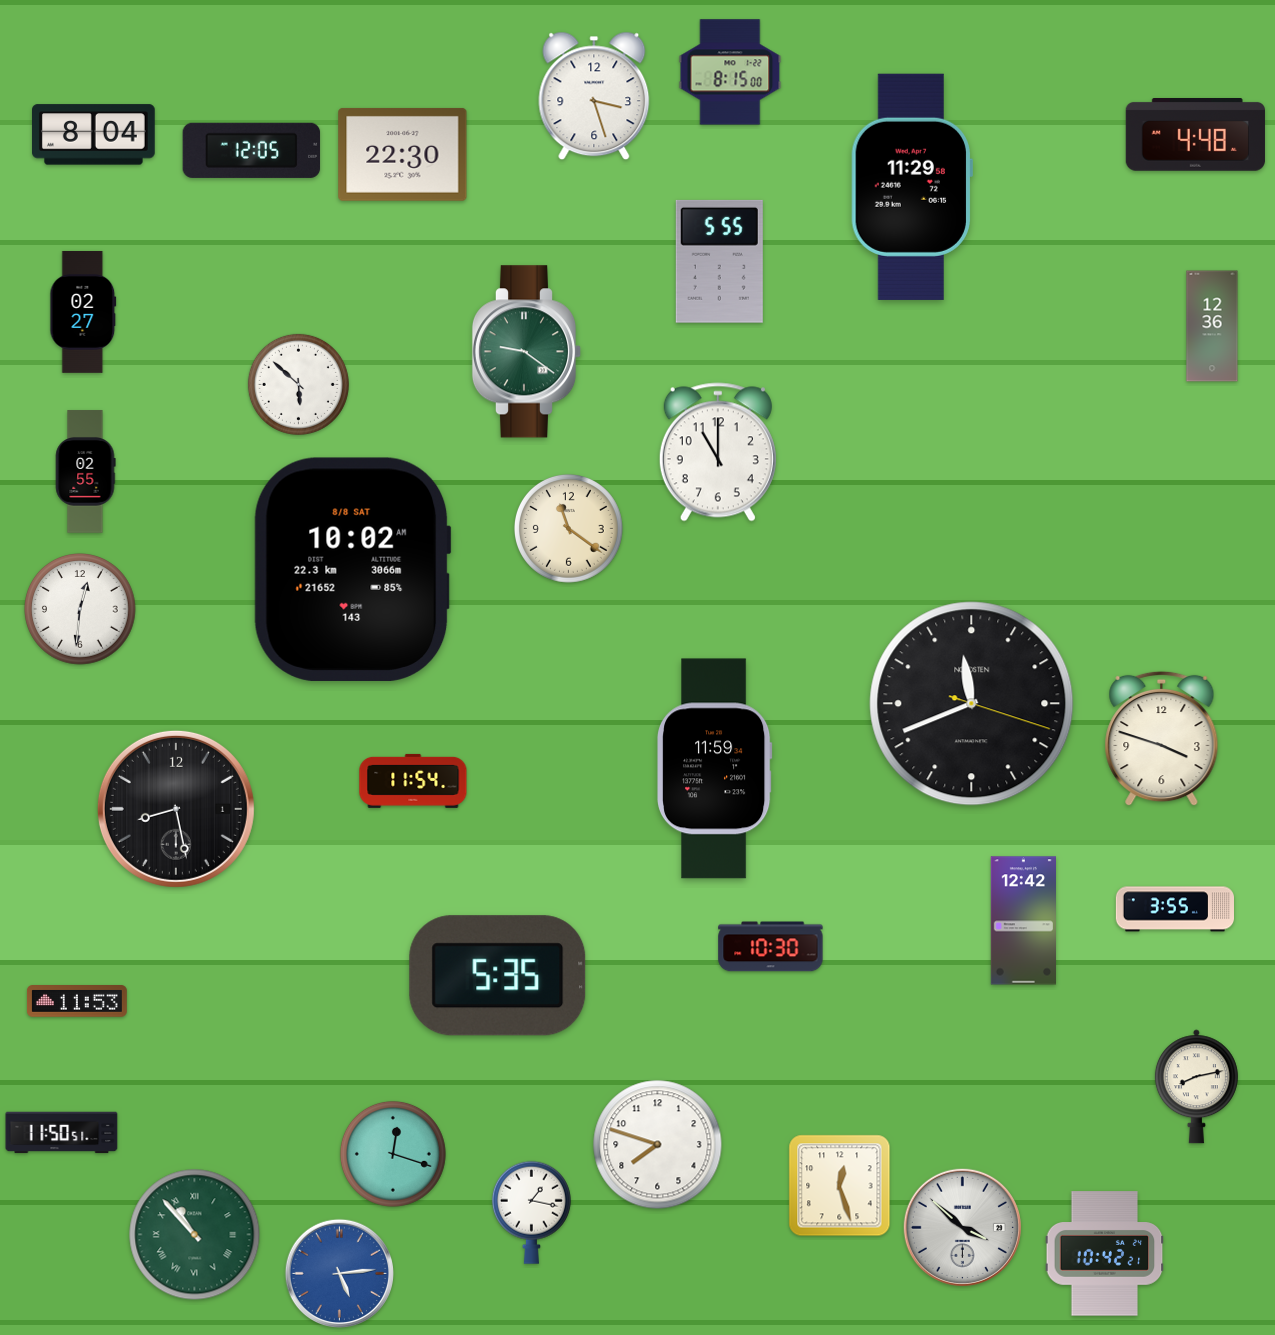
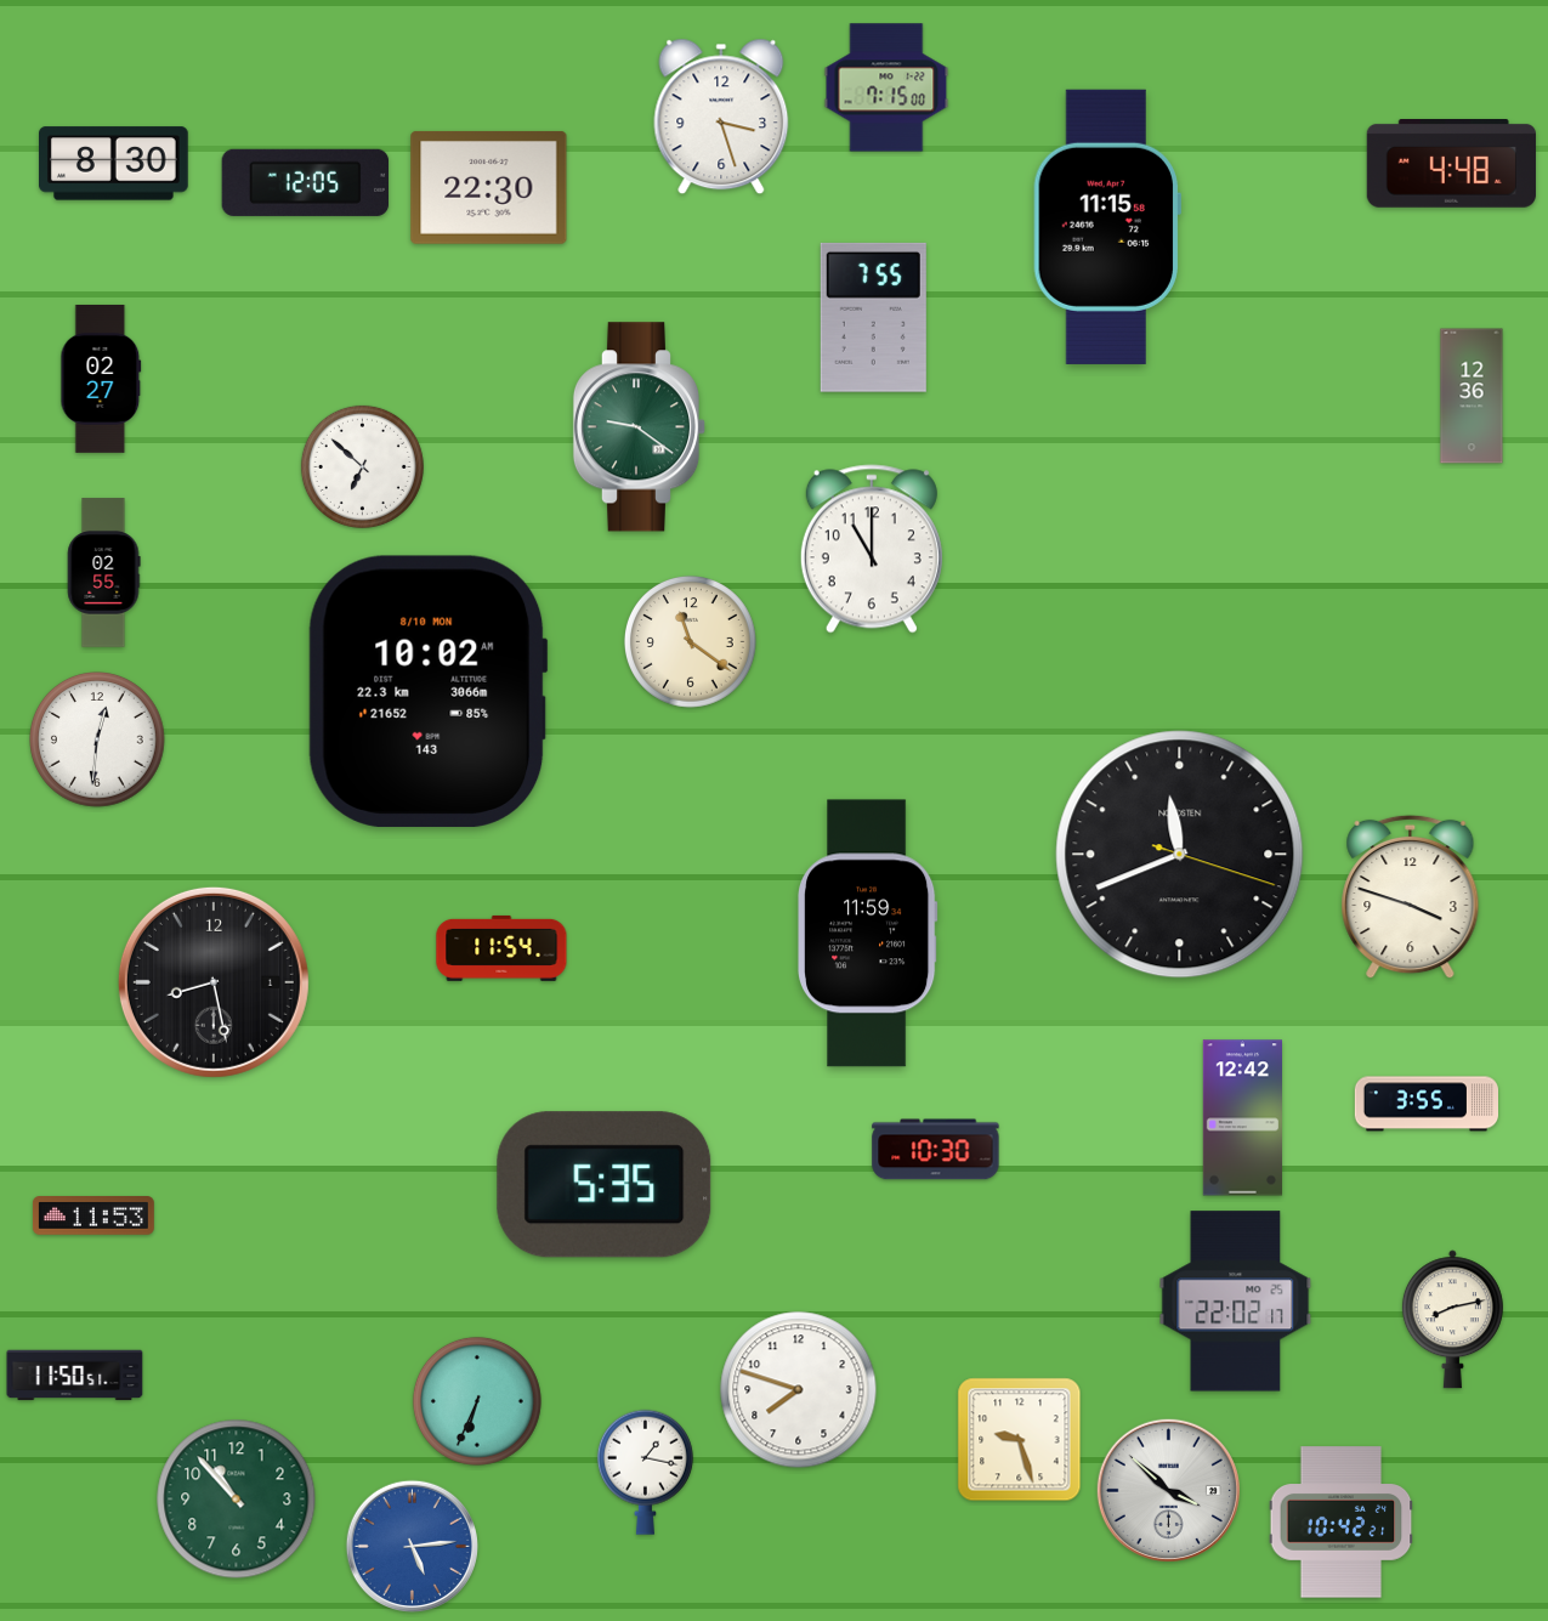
clock at (730, 72): 8:15 -> 7:15
clock at (94, 135): 8:04 -> 8:30
clock at (911, 187): 11:29 -> 11:15
clock at (719, 261): 5:55 -> 7:55
clock at (298, 384): 5:52 -> 6:52
clock at (352, 569) date: 8/8 SAT -> 8/10 MON
clock at (1236, 1302): none -> 22:02
clock at (393, 1154): 12:18 -> 6:34
clock at (840, 1186): 12:27 -> 9:27
clock at (195, 1235) numerals: Roman -> Arabic
